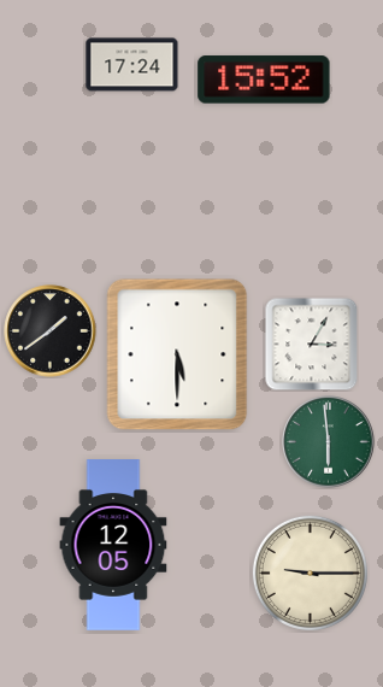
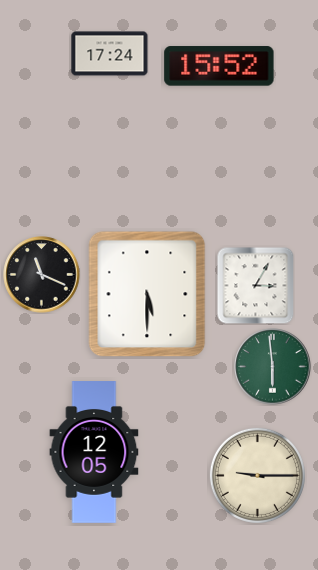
clock at (51, 331): 1:39 -> 11:19
clock at (311, 343) position: (311, 343) -> (255, 285)
